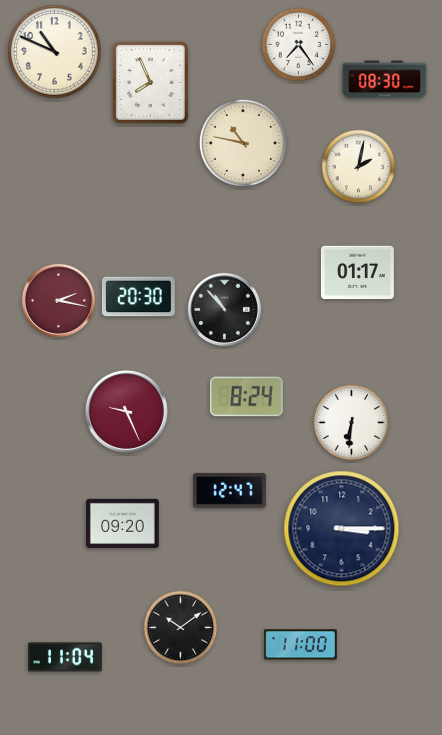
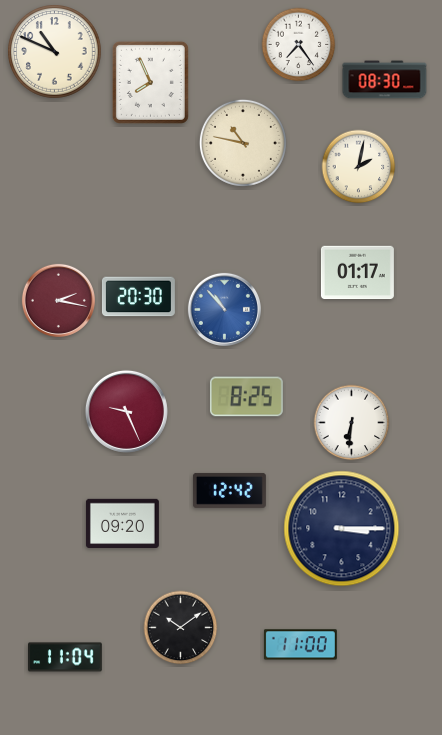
clock at (224, 309) dial: black -> blue
clock at (246, 397): 8:24 -> 8:25
clock at (229, 490): 12:47 -> 12:42
